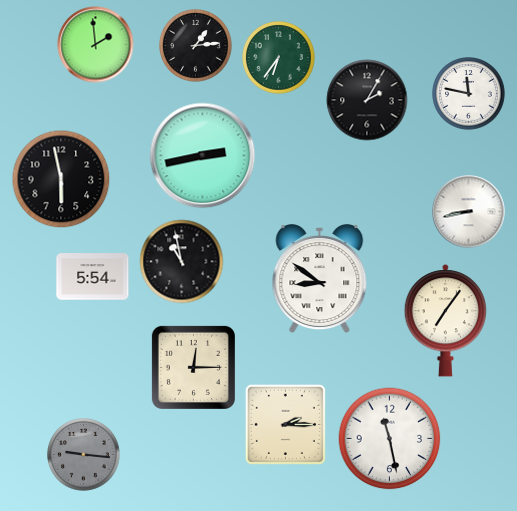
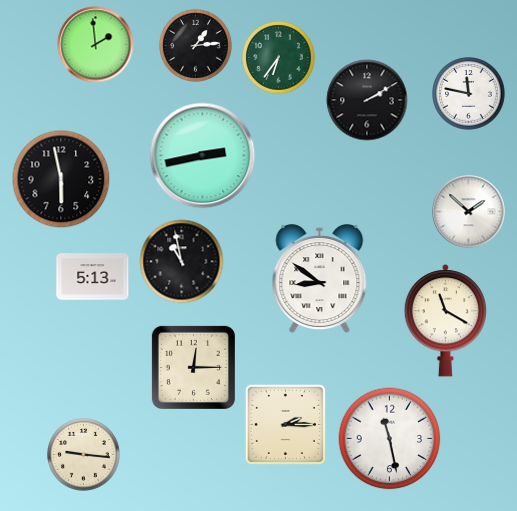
clock at (367, 100): 2:05 -> 2:10
clock at (469, 212): 8:43 -> 1:52
clock at (93, 277): 5:54 -> 5:13
clock at (445, 321): 7:06 -> 11:20
clock at (84, 455) dial: grey -> cream
